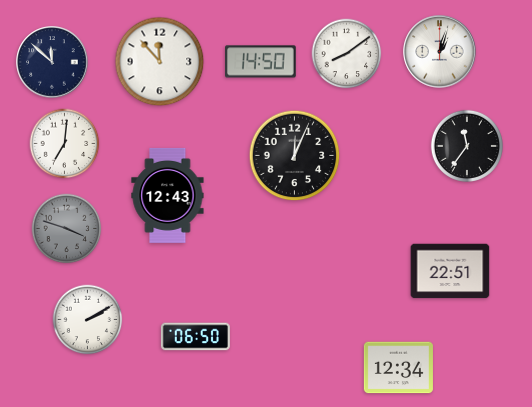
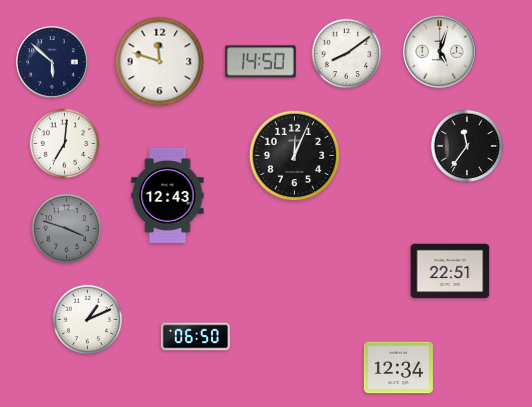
clock at (440, 52): 1:03 -> 5:03
clock at (52, 62): 11:52 -> 5:52
clock at (160, 62): 11:53 -> 11:48
clock at (88, 320): 2:10 -> 1:11
